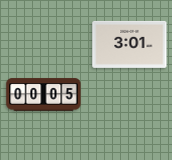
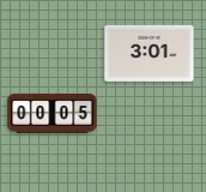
clock at (130, 44) position: (130, 44) -> (150, 53)
